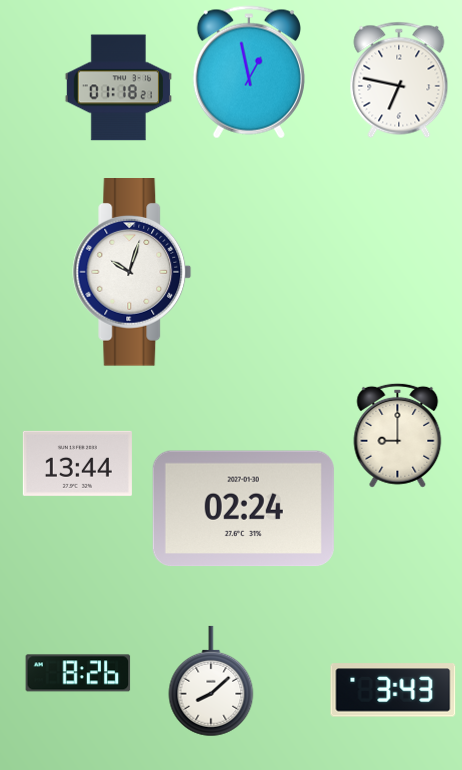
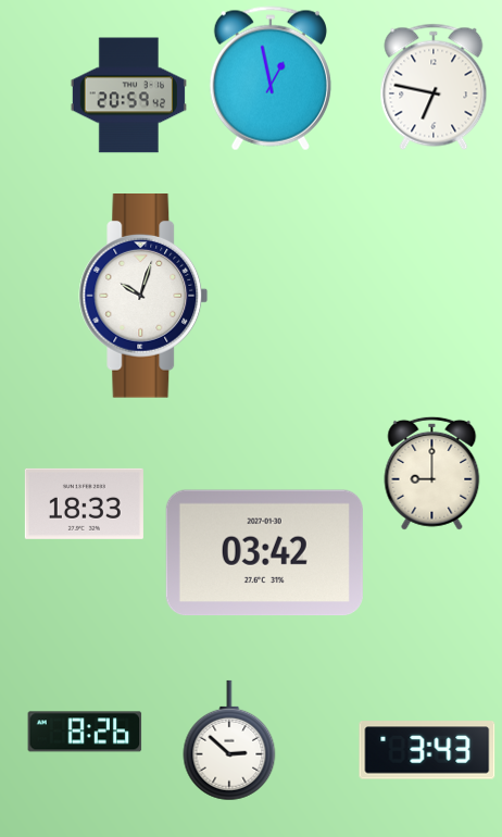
clock at (118, 88): 01:18 -> 20:59
clock at (77, 463): 13:44 -> 18:33
clock at (243, 509): 02:24 -> 03:42
clock at (211, 681): 8:08 -> 2:52
